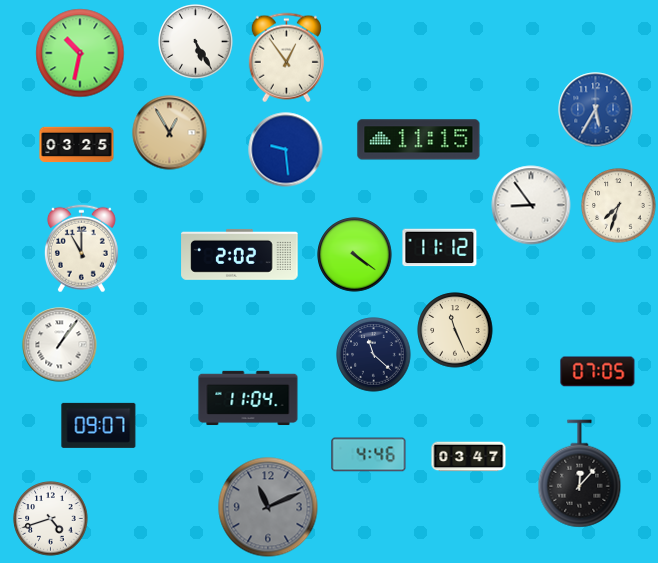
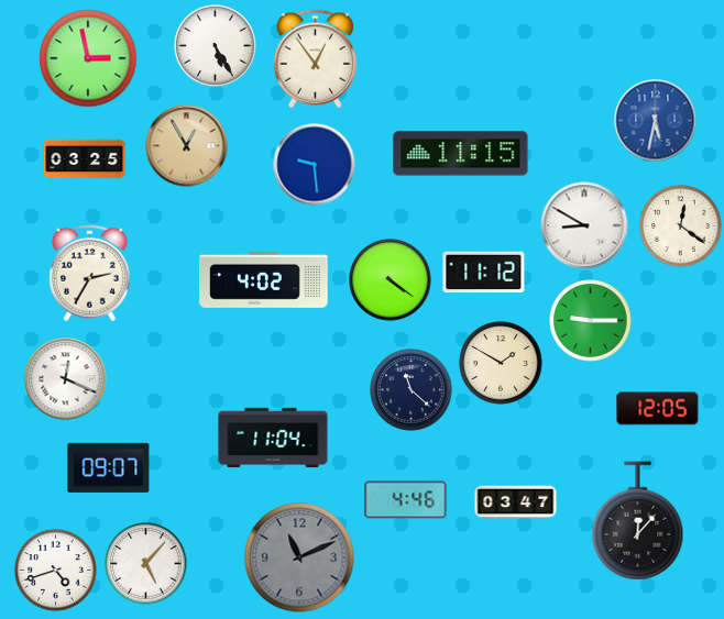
clock at (80, 53): 10:32 -> 2:58
clock at (286, 58) position: (286, 58) -> (315, 59)
clock at (596, 110): 5:35 -> 5:32
clock at (531, 205): 8:54 -> 8:50
clock at (619, 206): 7:33 -> 12:21
clock at (81, 249): 11:00 -> 2:35
clock at (240, 254): 2:02 -> 4:02
clock at (591, 321): none -> 9:15
clock at (455, 330): 11:26 -> 1:50
clock at (60, 345): 1:06 -> 12:19
clock at (598, 372): 07:05 -> 12:05
clock at (268, 507) position: (268, 507) -> (299, 557)
clock at (146, 564): none -> 5:07
